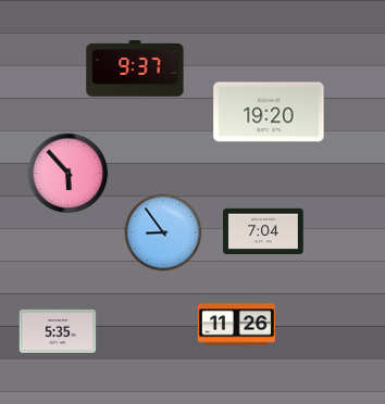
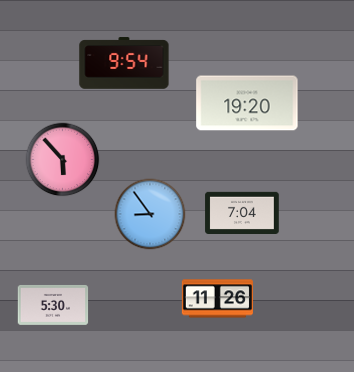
clock at (135, 68): 9:37 -> 9:54
clock at (58, 331): 5:35 -> 5:30
